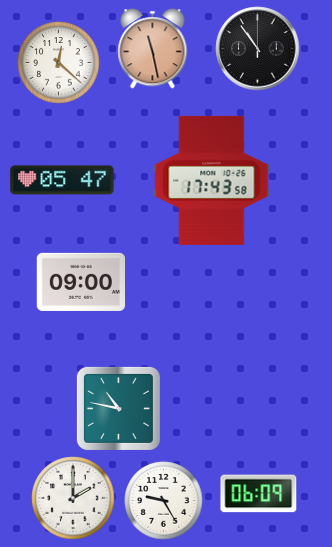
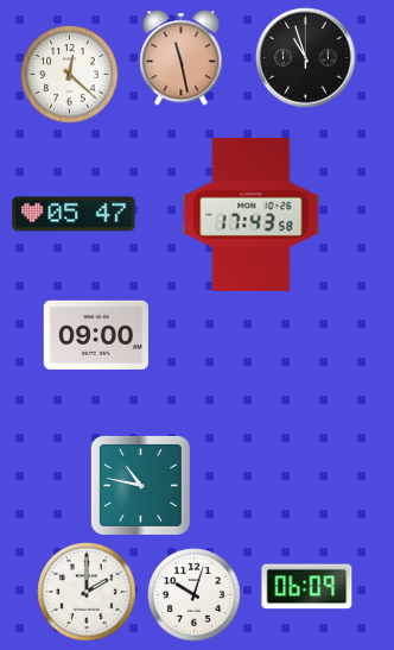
clock at (258, 49): 10:54 -> 10:57
clock at (164, 501): 9:25 -> 10:03
